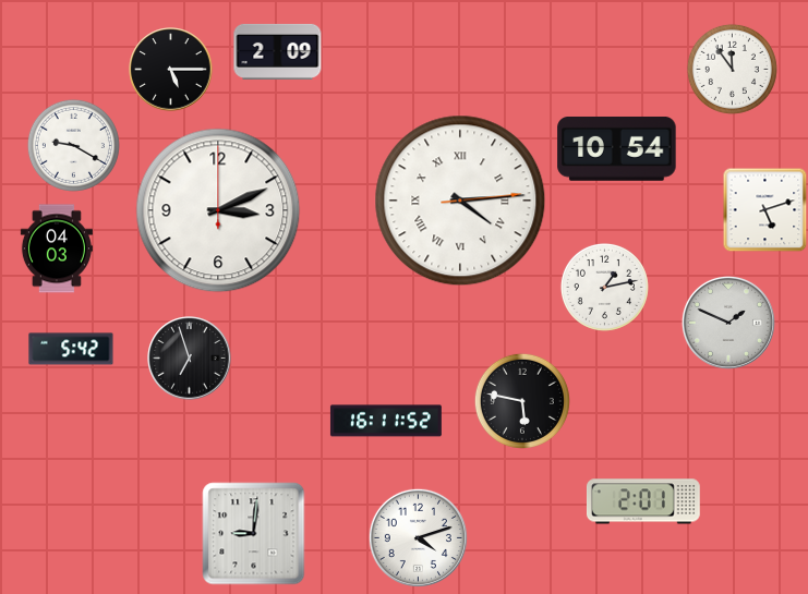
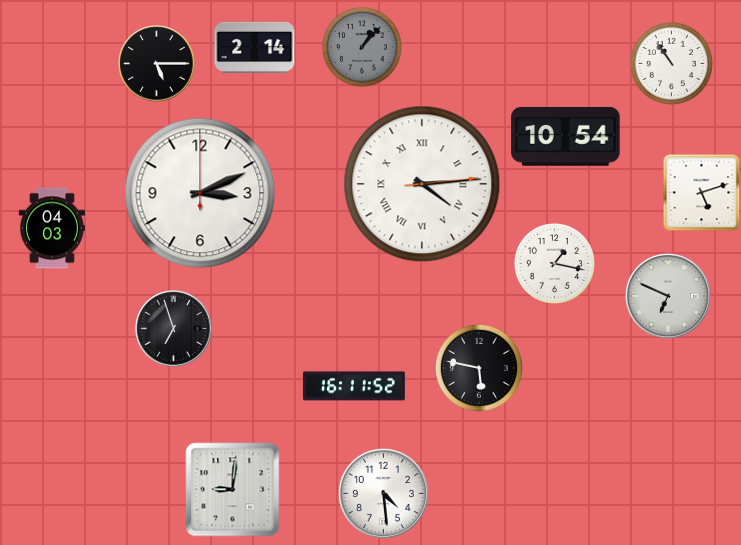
clock at (278, 51): 2:09 -> 2:14
clock at (362, 47): none -> 1:07
clock at (732, 69): 11:54 -> 10:54
clock at (73, 145): 9:20 -> none
clock at (604, 287): 1:13 -> 1:17
clock at (728, 323): 1:49 -> 6:49
clock at (71, 349): 5:42 -> none
clock at (643, 501): 2:01 -> none
clock at (418, 537): 4:12 -> 4:29
